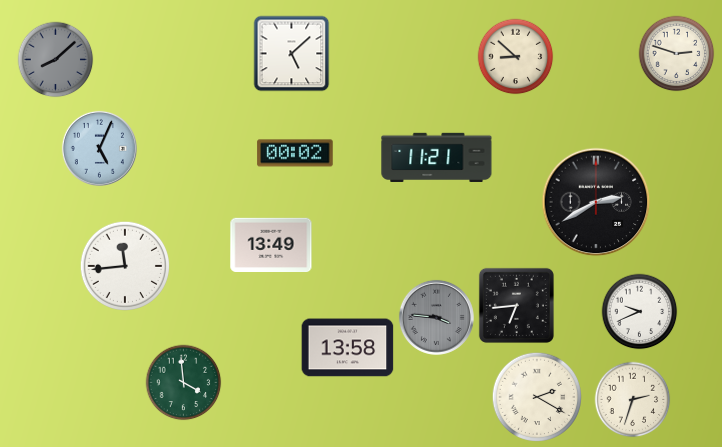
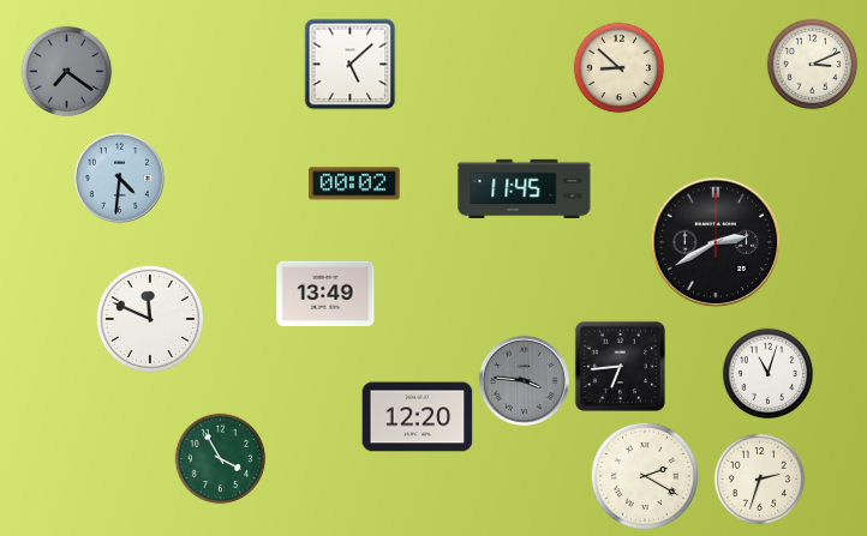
clock at (677, 54): 2:48 -> 3:11
clock at (56, 60): 8:08 -> 7:21
clock at (99, 148): 5:04 -> 4:31
clock at (437, 157): 11:21 -> 11:45
clock at (124, 265): 11:44 -> 11:49
clock at (640, 312): 9:41 -> 11:03
clock at (348, 348): 13:58 -> 12:20
clock at (184, 383): 3:59 -> 3:55
